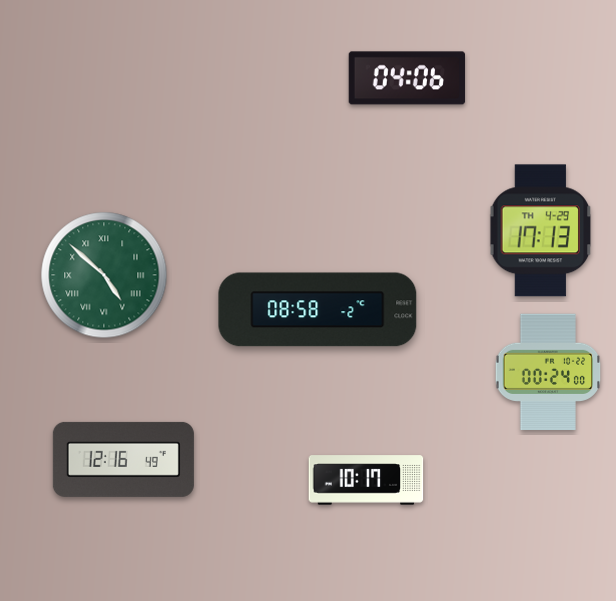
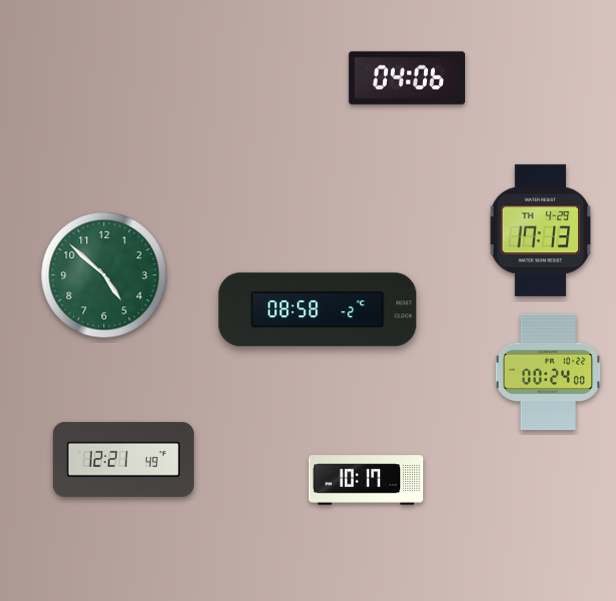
clock at (104, 275) numerals: Roman -> Arabic
clock at (123, 459): 12:16 -> 12:21
